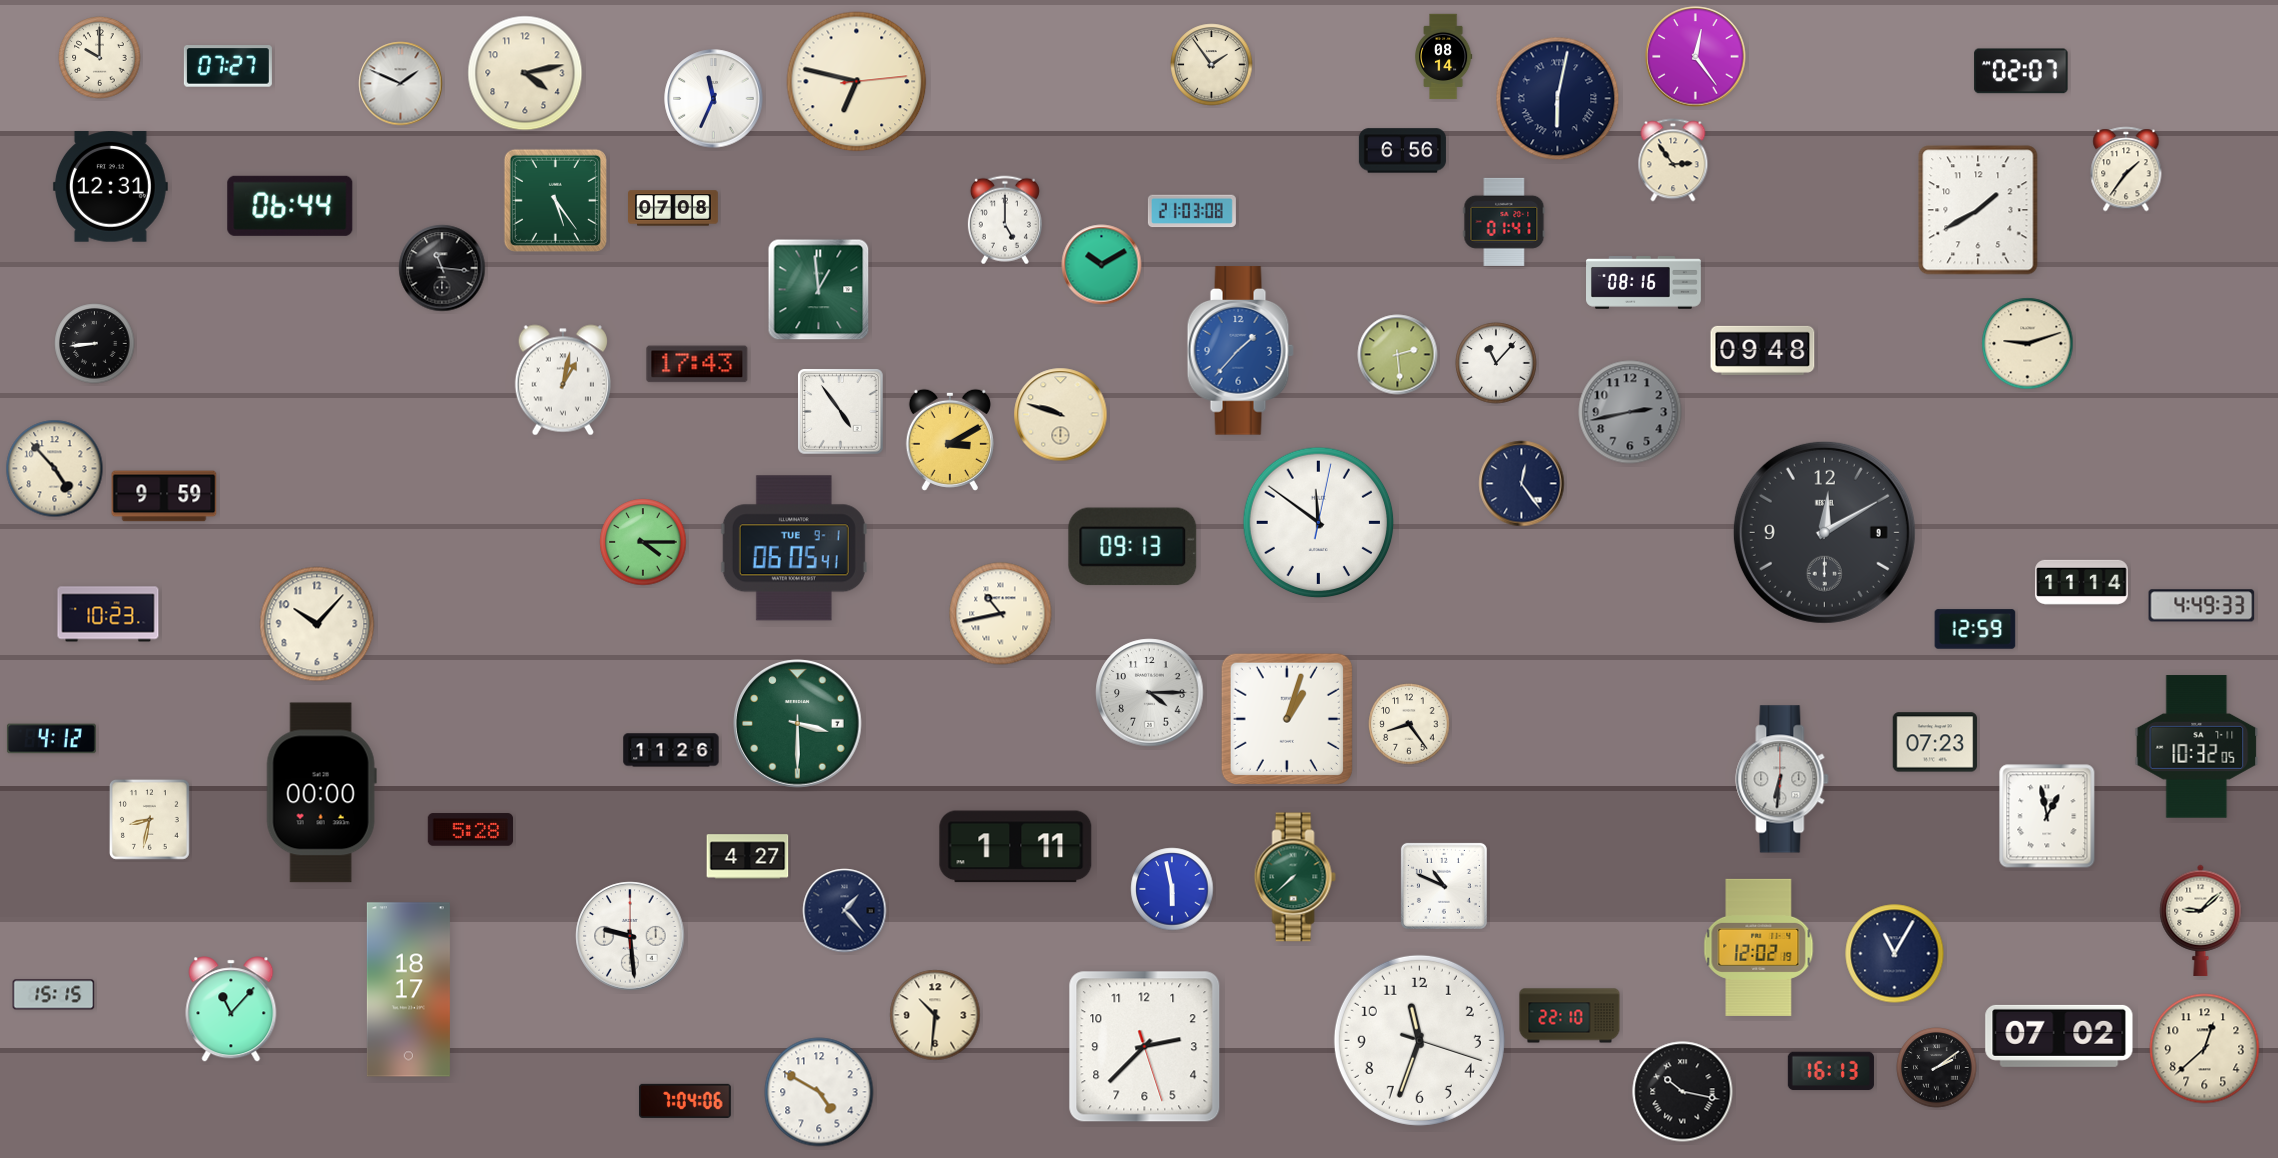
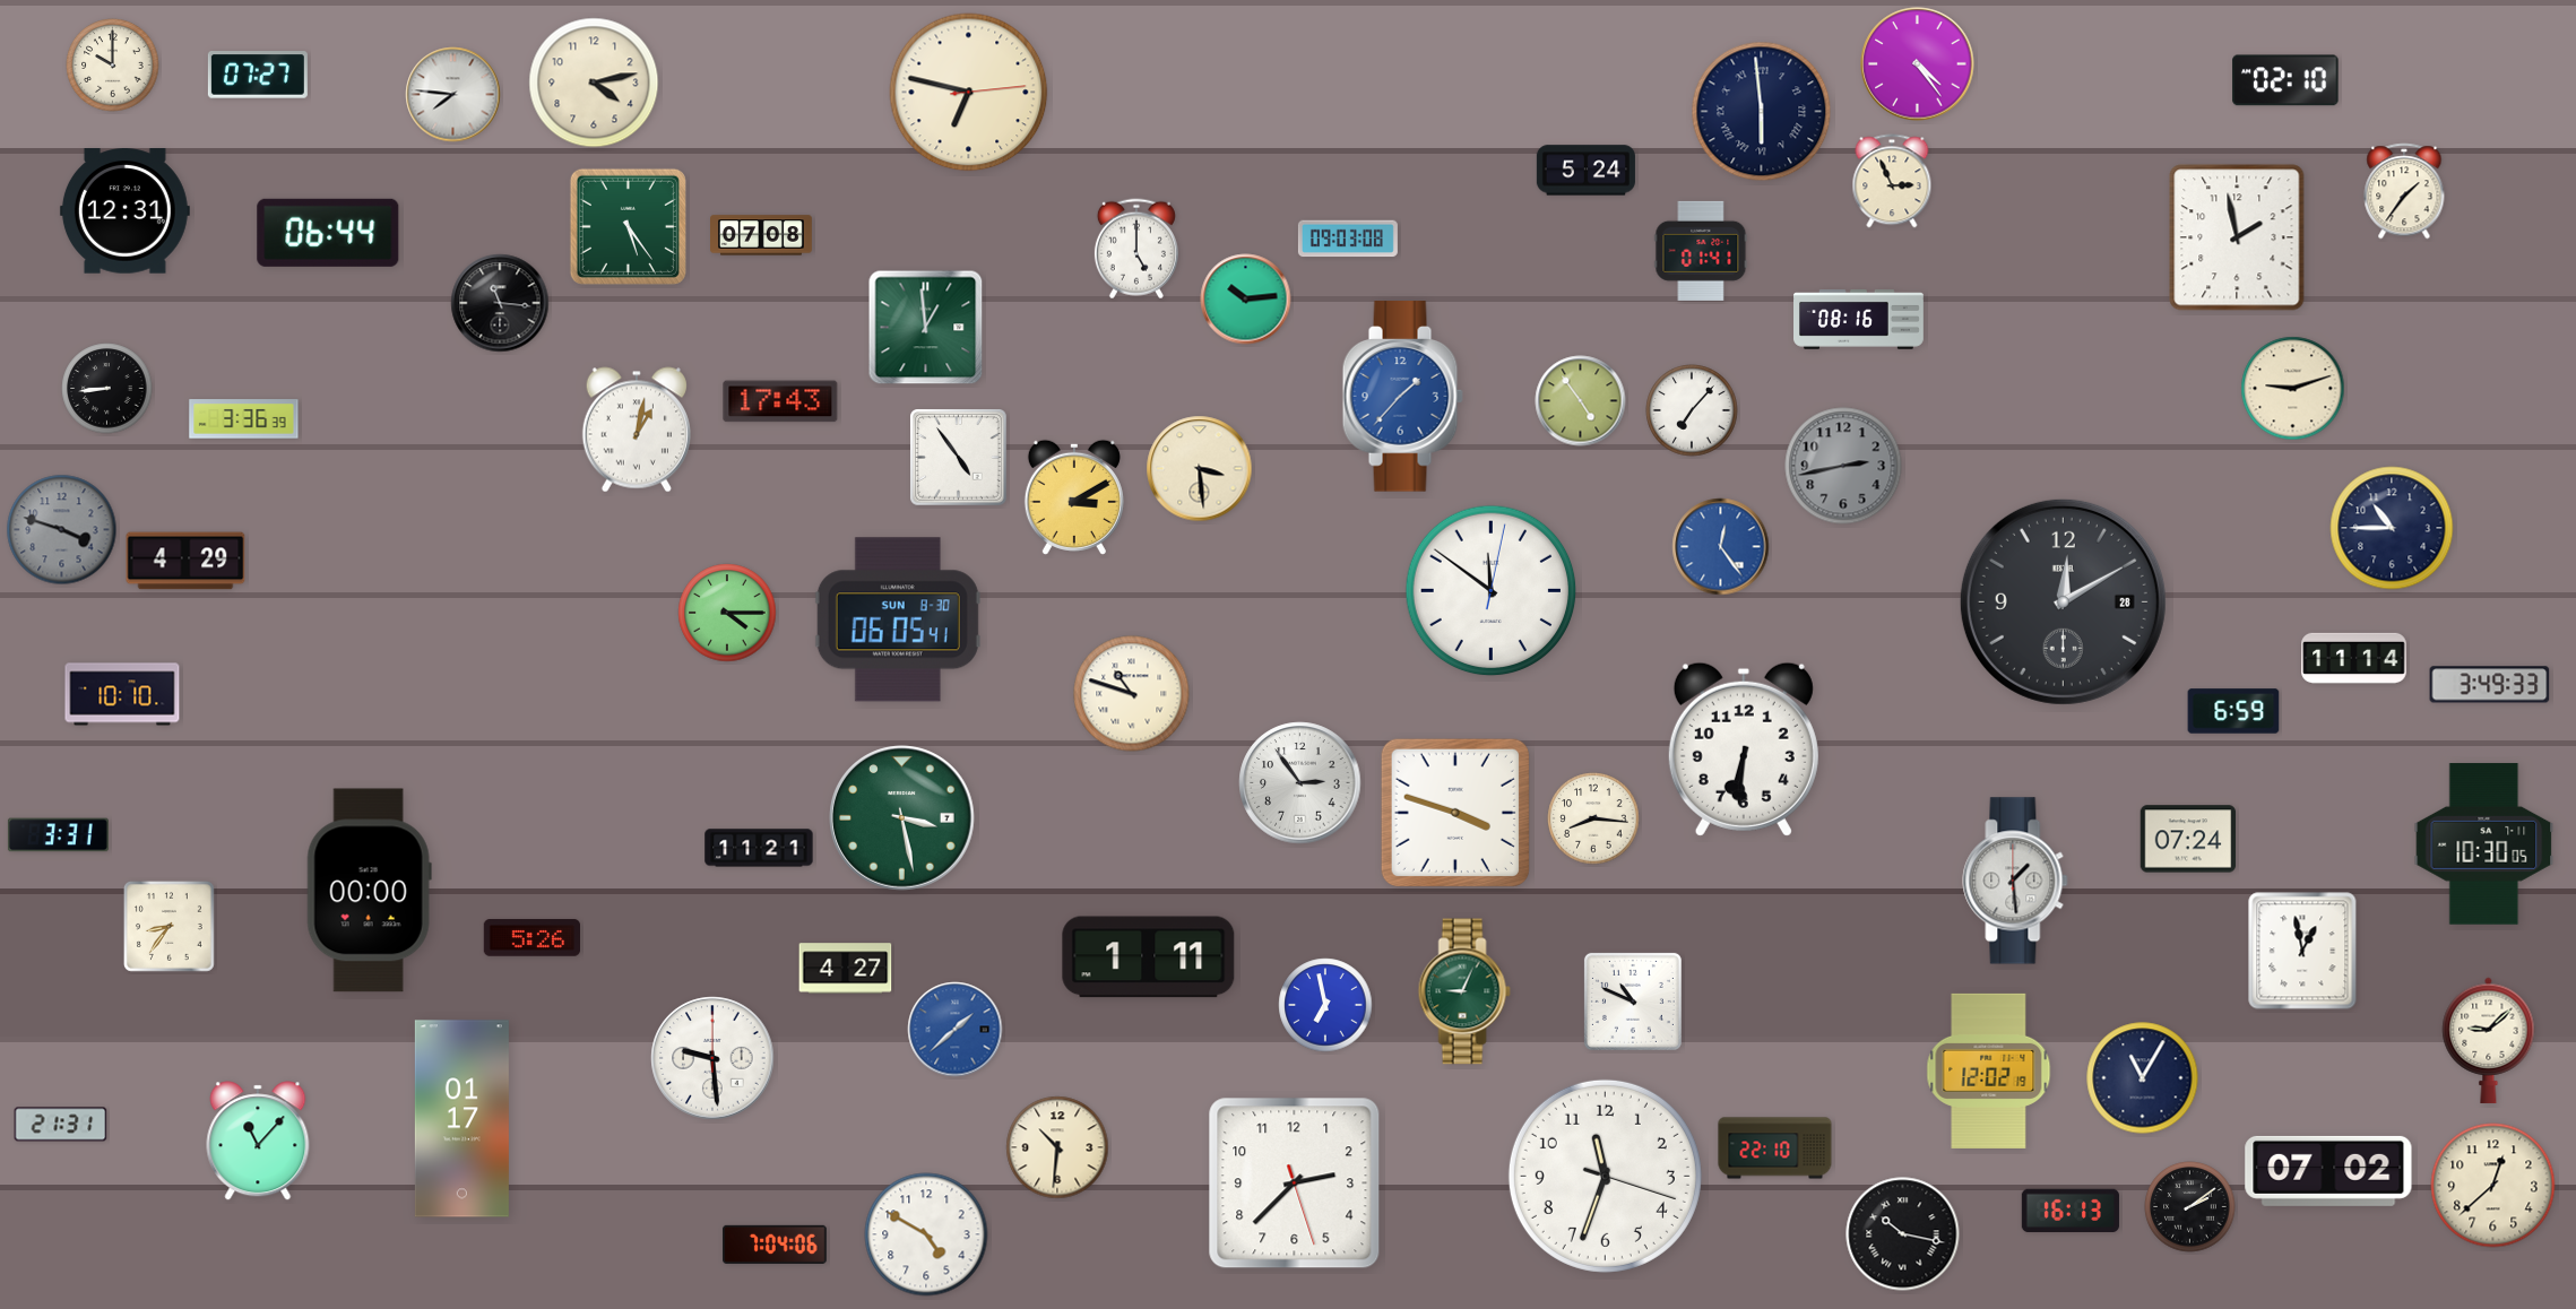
clock at (1444, 57): 08:14 -> none
clock at (1696, 57): 12:24 -> 4:24
clock at (1212, 65): 1:54 -> none
clock at (2021, 71): 02:07 -> 02:10
clock at (401, 84): 1:49 -> 7:46
clock at (714, 99): 11:34 -> none
clock at (1558, 99): 6:02 -> 5:59
clock at (1402, 151): 6:56 -> 5:24
clock at (1673, 160): 2:54 -> 2:56
clock at (1978, 210): 1:40 -> 1:58
clock at (1192, 211): 21:03 -> 09:03
clock at (1102, 265): 10:10 -> 10:14
clock at (1763, 350): 09:48 -> none
clock at (1398, 355): 2:29 -> 4:54
clock at (1496, 363): 11:07 -> 7:07
clock at (697, 364) position: (697, 364) -> (780, 401)
clock at (244, 419): none -> 3:36
clock at (841, 412) position: (841, 412) -> (959, 458)
clock at (1061, 415): 9:48 -> 3:29
clock at (2392, 528): none -> 10:45
clock at (55, 469): 4:53 -> 3:48
clock at (55, 469) dial: cream -> grey
clock at (1522, 484) dial: navy -> blue
clock at (164, 496): 9:59 -> 4:29
clock at (1824, 532) date: 9 -> 28
clock at (1133, 547): 09:13 -> none
clock at (794, 548) date: TUE 9-1 -> SUN 8-30
clock at (2202, 606): 4:49 -> 3:49
clock at (108, 614): 10:23 -> 10:10
clock at (1001, 614): 10:43 -> 10:48
clock at (317, 624): 10:07 -> none
clock at (1975, 629): 12:59 -> 6:59
clock at (1744, 749): none -> 6:31
clock at (1150, 693): 4:15 -> 2:54
clock at (1287, 719): 1:03 -> 3:48
clock at (798, 724): 3:30 -> 3:28
clock at (1409, 724): 8:24 -> 8:16
clock at (51, 739): 4:12 -> 3:31
clock at (1935, 742): 07:23 -> 07:24
clock at (2197, 747): 10:32 -> 10:30
clock at (671, 750): 11:26 -> 11:21
clock at (1782, 779): 6:31 -> 1:29
clock at (321, 793) position: (321, 793) -> (369, 891)
clock at (2047, 816) position: (2047, 816) -> (2302, 951)
clock at (150, 820): 8:32 -> 8:36
clock at (470, 830): 5:28 -> 5:26
clock at (1295, 877): 7:38 -> 9:04
clock at (1172, 889): 5:58 -> 6:58
clock at (845, 911): 1:23 -> 1:38
clock at (845, 911) dial: navy -> blue
clock at (408, 990): 18:17 -> 01:17
clock at (54, 995): 15:15 -> 21:31
clock at (231, 1009) position: (231, 1009) -> (258, 1141)
